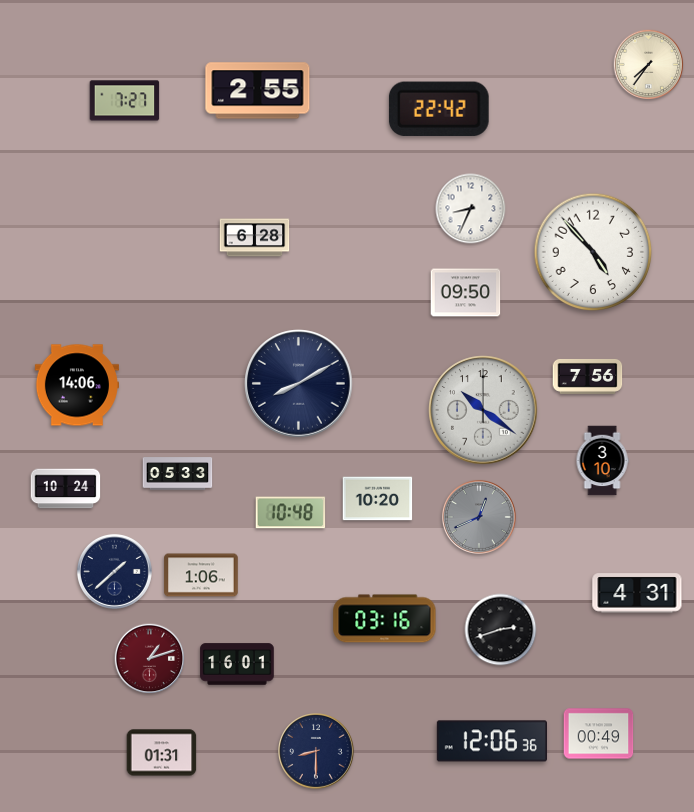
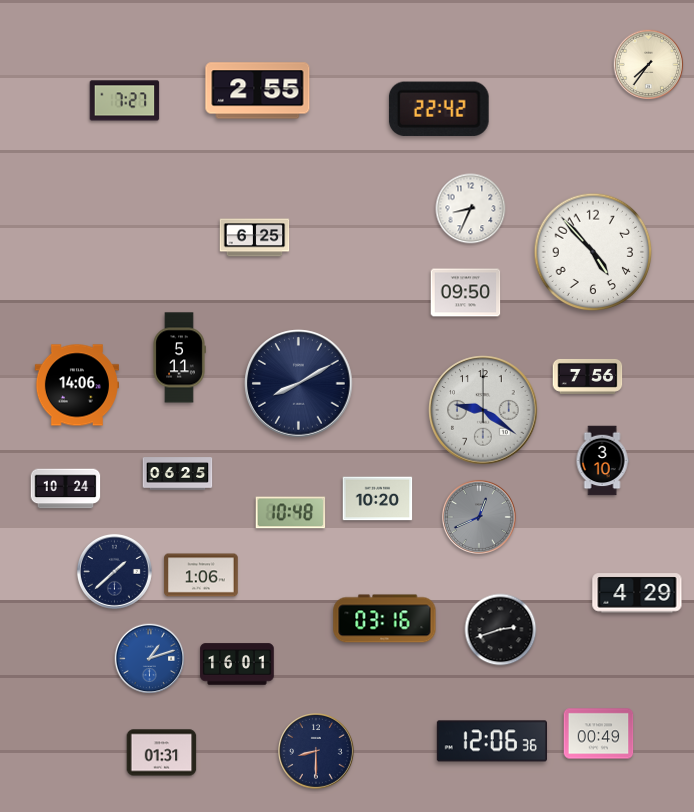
clock at (255, 238): 6:28 -> 6:25
clock at (179, 358): none -> 5:11
clock at (483, 410): 10:21 -> 9:21
clock at (178, 474): 05:33 -> 06:25
clock at (637, 593): 4:31 -> 4:29
clock at (150, 659) dial: burgundy -> blue
